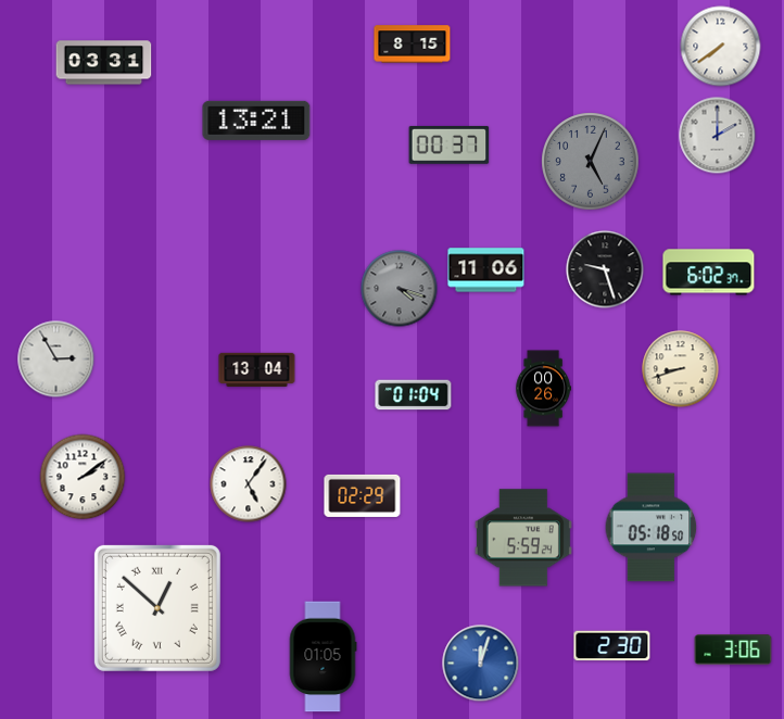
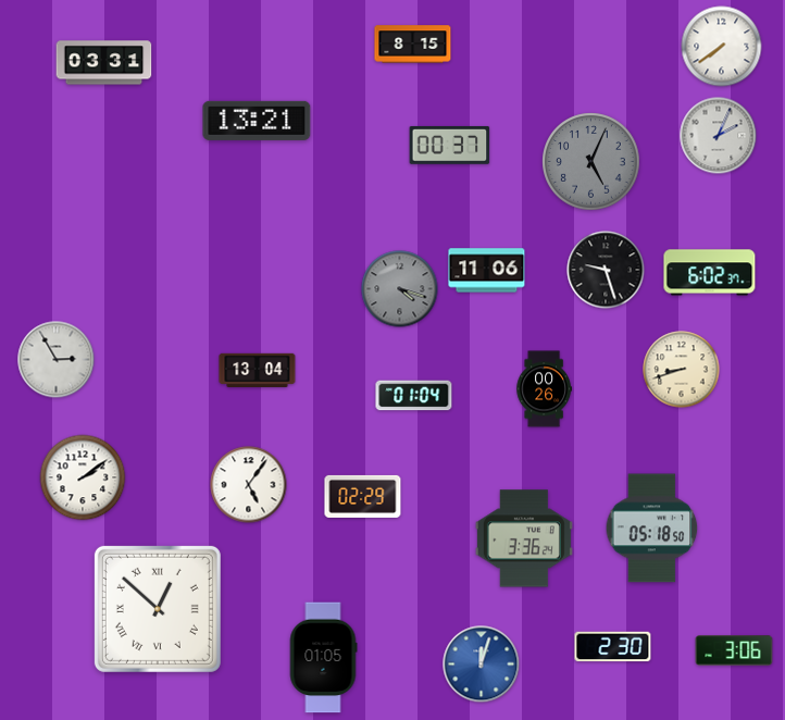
clock at (718, 136): 2:00 -> 2:04
clock at (523, 538): 5:59 -> 3:36
